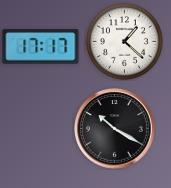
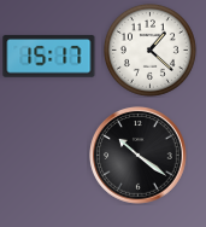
clock at (41, 47): 17:17 -> 15:17
clock at (115, 129): 10:20 -> 10:21
